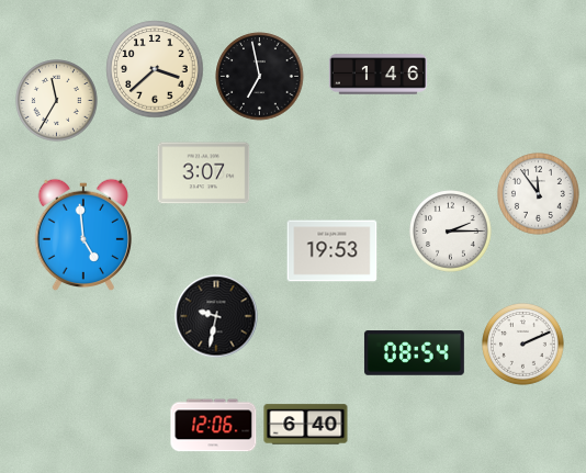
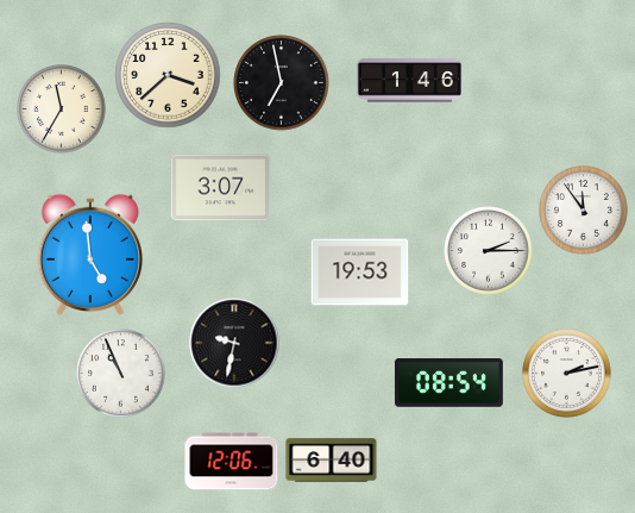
clock at (121, 374): none -> 10:56
clock at (523, 345): 2:11 -> 2:13
